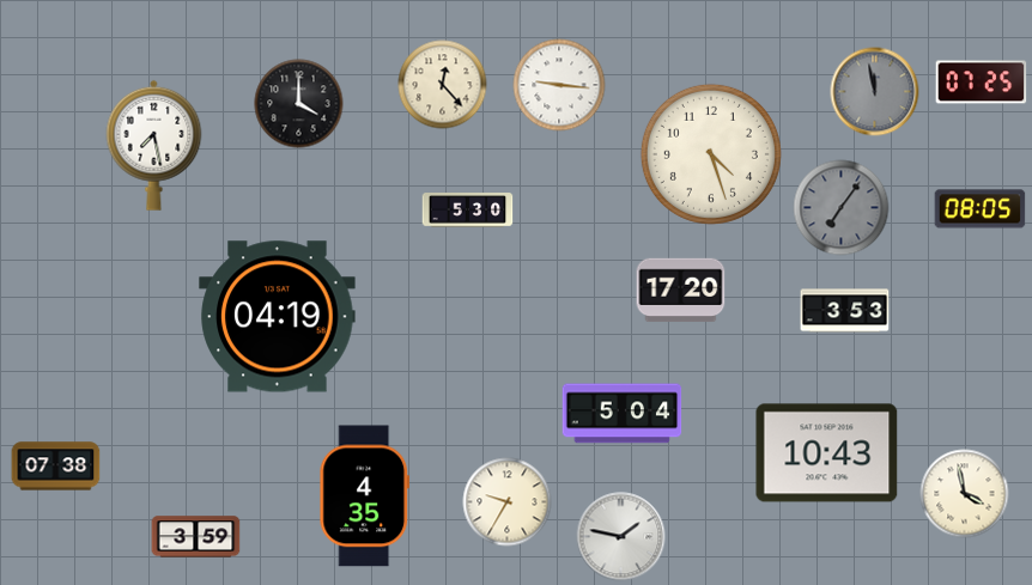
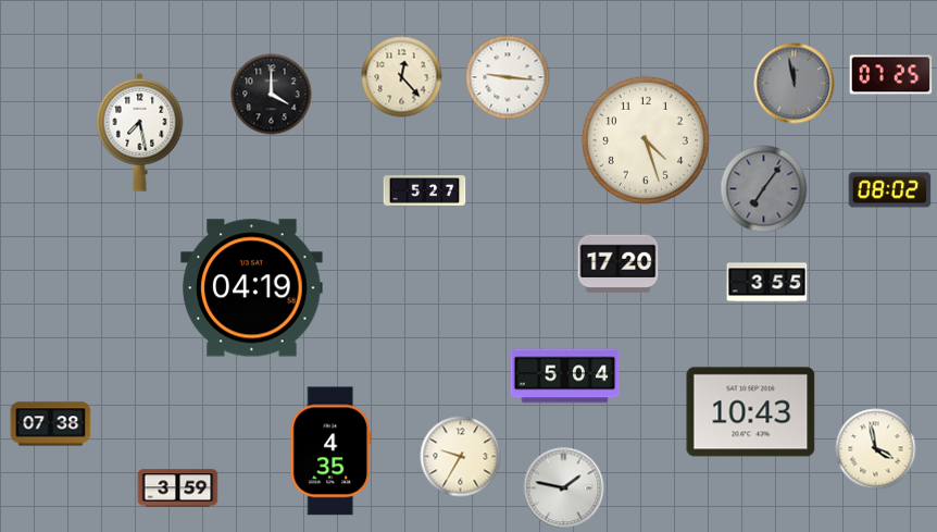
clock at (981, 209): 08:05 -> 08:02
clock at (468, 211): 5:30 -> 5:27
clock at (845, 311): 3:53 -> 3:55
